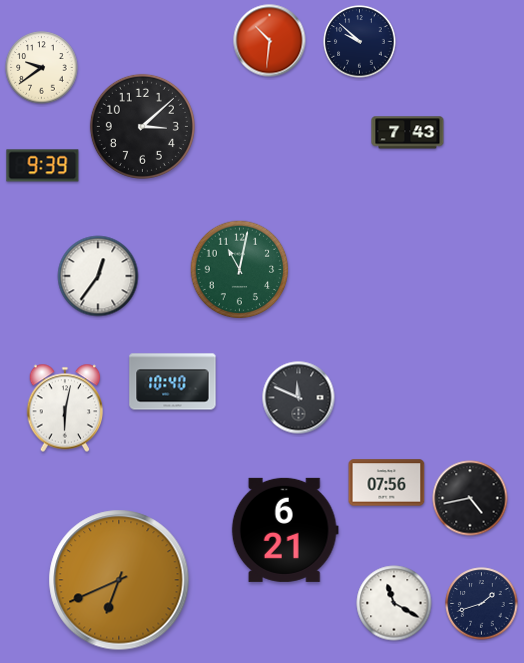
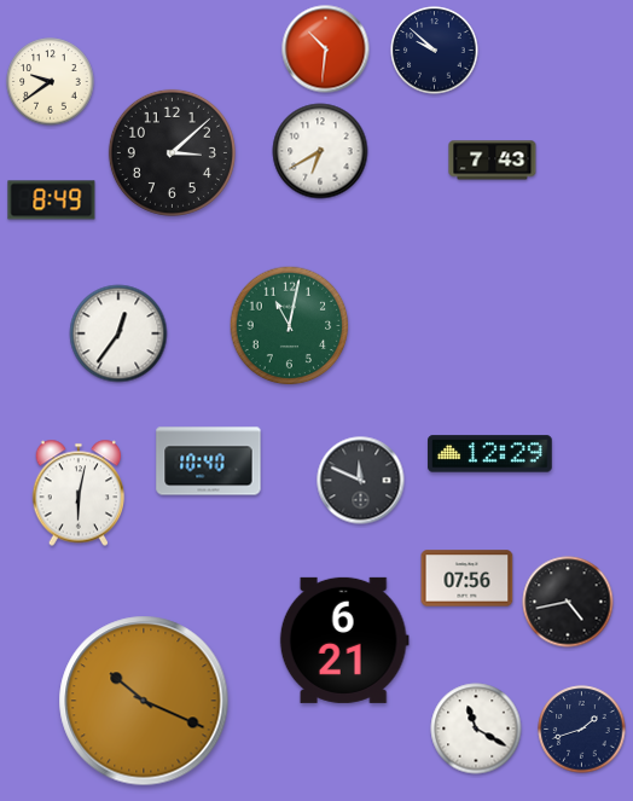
clock at (320, 151): none -> 6:40
clock at (43, 166): 9:39 -> 8:49
clock at (490, 454): none -> 12:29
clock at (387, 483) position: (387, 483) -> (468, 579)
clock at (119, 580): 6:41 -> 10:19
